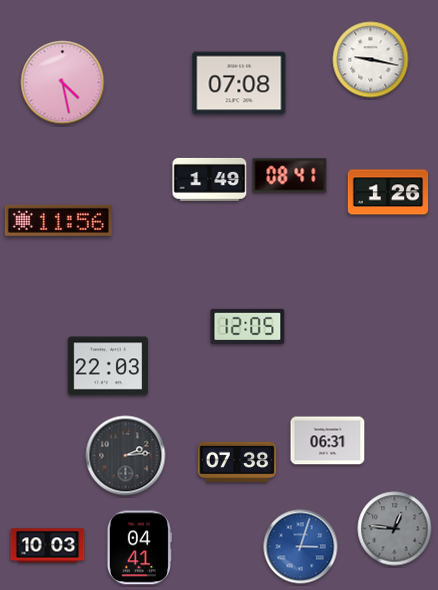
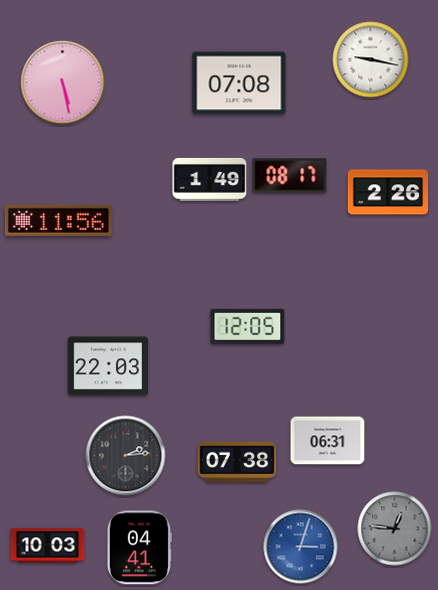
clock at (63, 83): 4:28 -> 5:28
clock at (290, 176): 08:41 -> 08:17
clock at (388, 192): 1:26 -> 2:26
